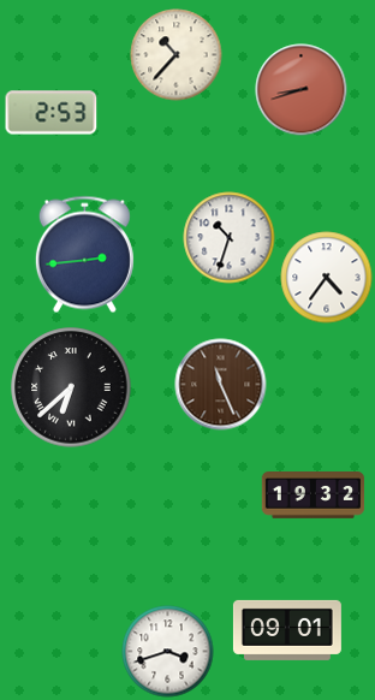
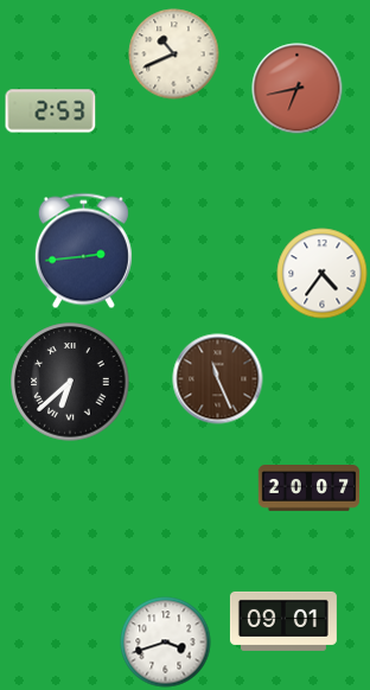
clock at (177, 55): 10:37 -> 10:41
clock at (302, 90): 8:42 -> 6:43
clock at (230, 238): 10:33 -> none
clock at (314, 496): 19:32 -> 20:07
